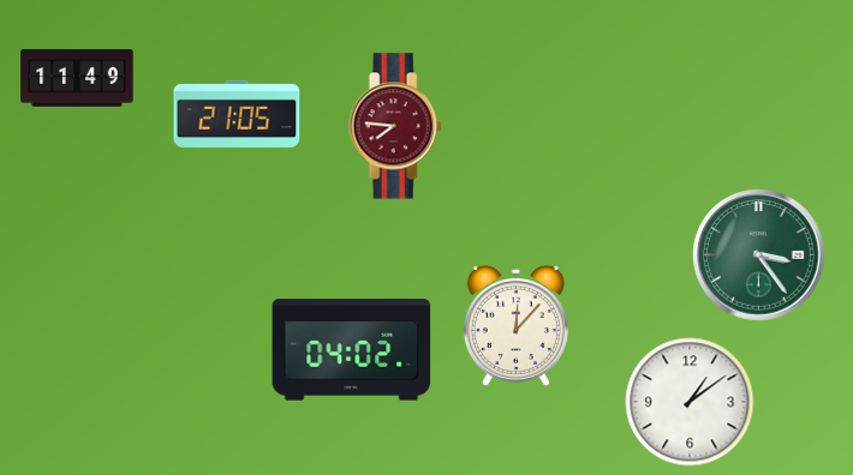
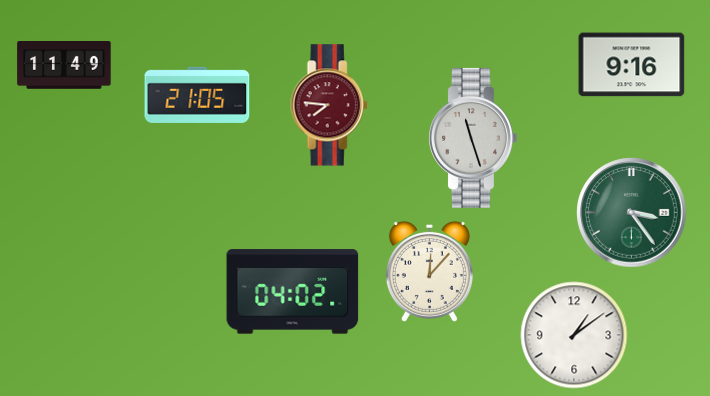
clock at (632, 65): none -> 9:16
clock at (472, 138): none -> 11:27
